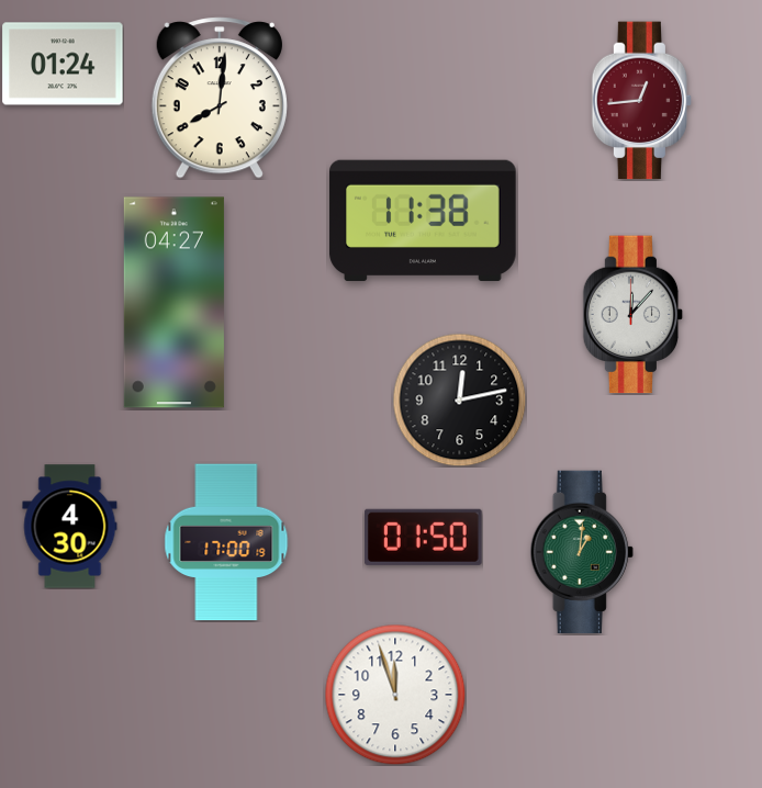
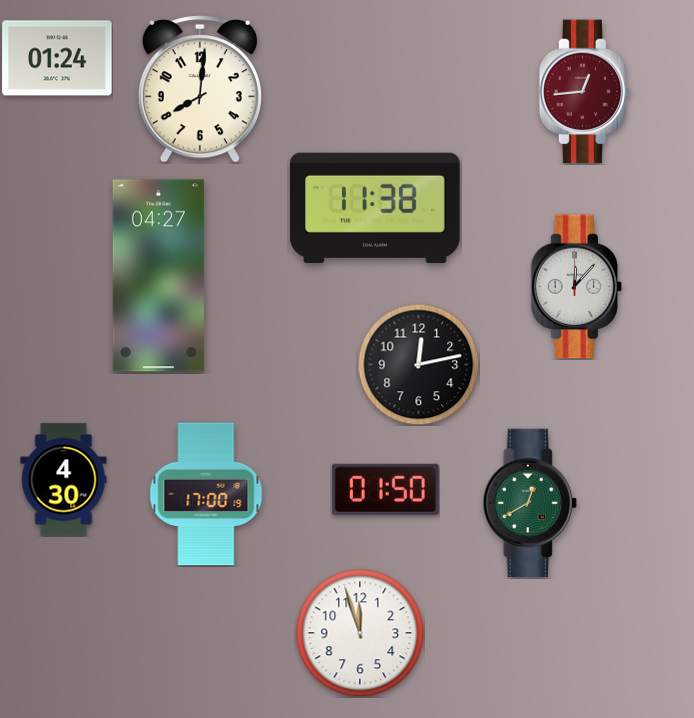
clock at (423, 221) position: (423, 221) -> (375, 208)
clock at (582, 551): 1:01 -> 12:40
